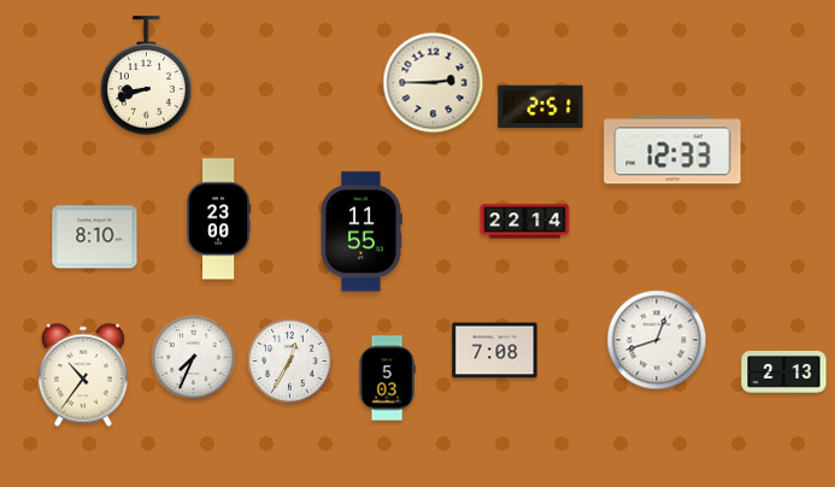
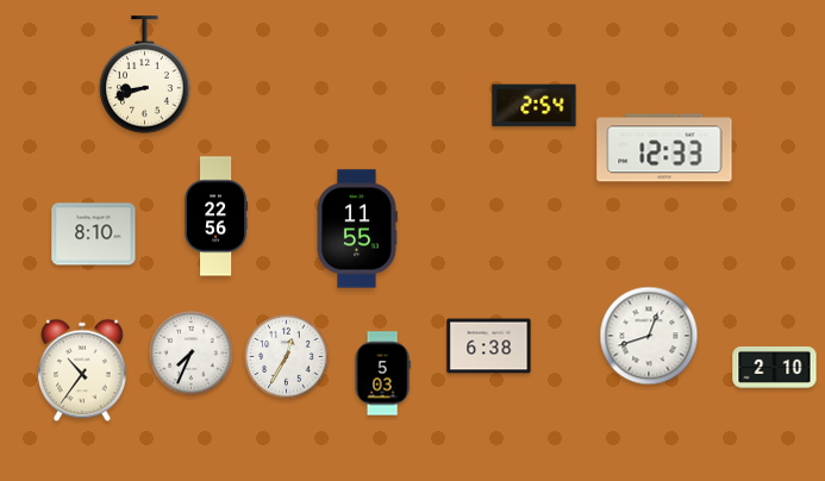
clock at (434, 83): 2:45 -> none
clock at (541, 107): 2:51 -> 2:54
clock at (219, 219): 23:00 -> 22:56
clock at (525, 222): 22:14 -> none
clock at (495, 351): 7:08 -> 6:38
clock at (784, 372): 2:13 -> 2:10
